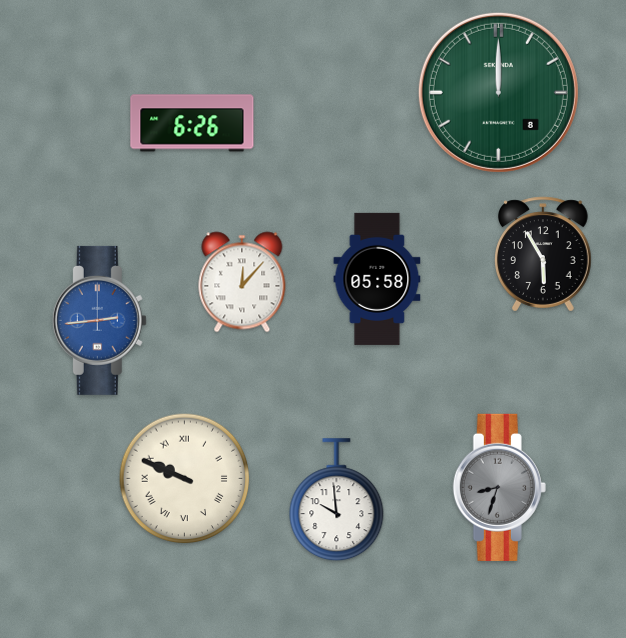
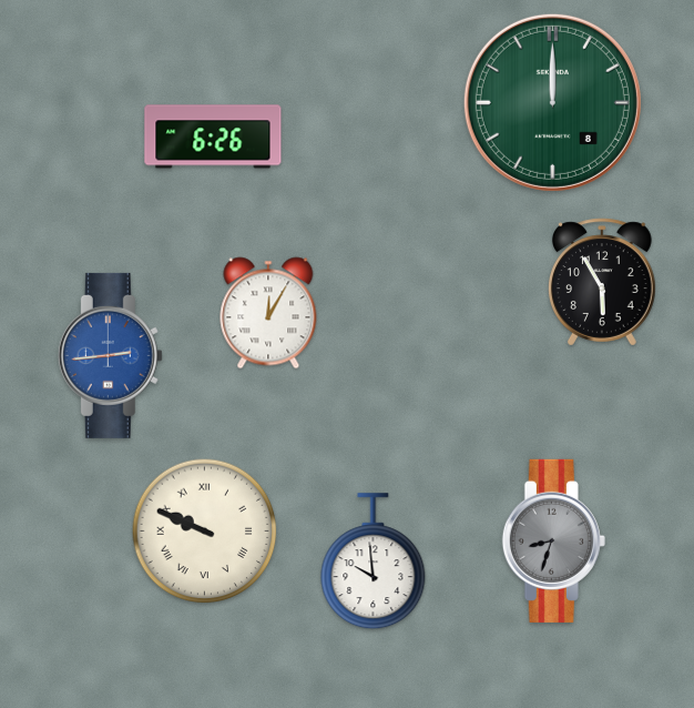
clock at (377, 279): 05:58 -> none
clock at (242, 282): 12:07 -> 12:05
clock at (337, 500) position: (337, 500) -> (374, 562)
